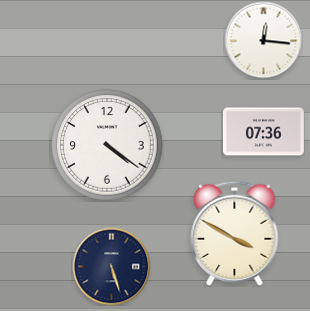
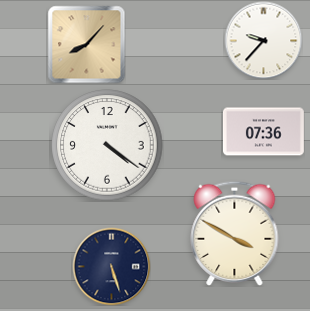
clock at (263, 40): 12:16 -> 9:37
clock at (86, 44): none -> 8:07
